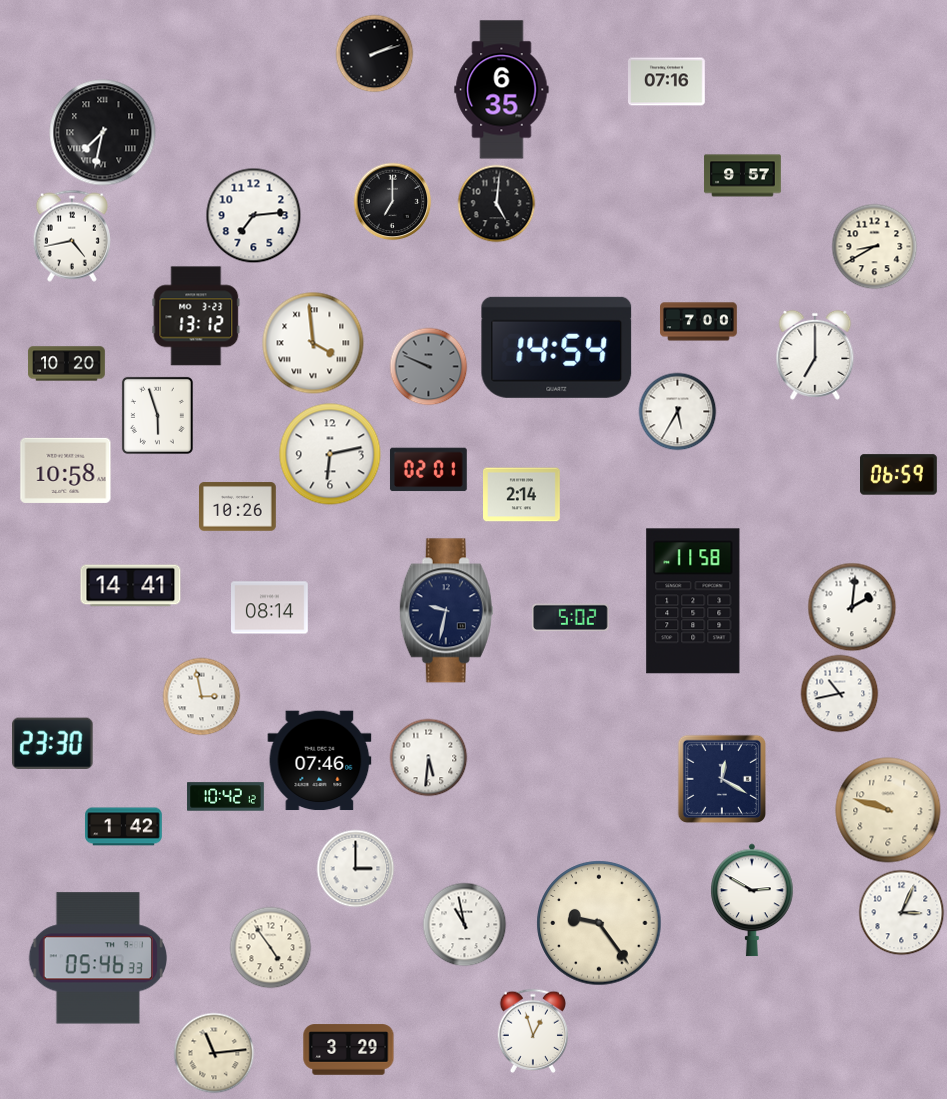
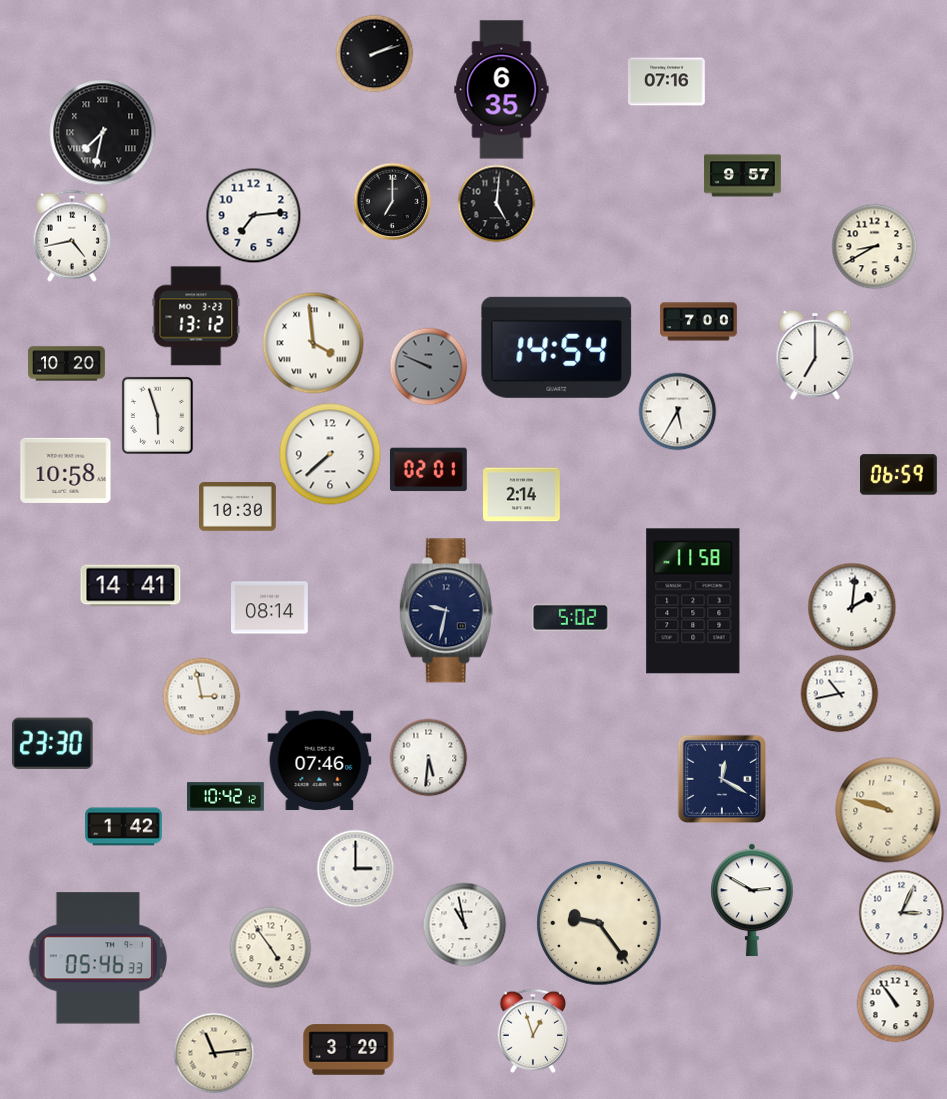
clock at (330, 454): 6:13 -> 7:38
clock at (238, 507): 10:26 -> 10:30
clock at (895, 1003): none -> 10:54
